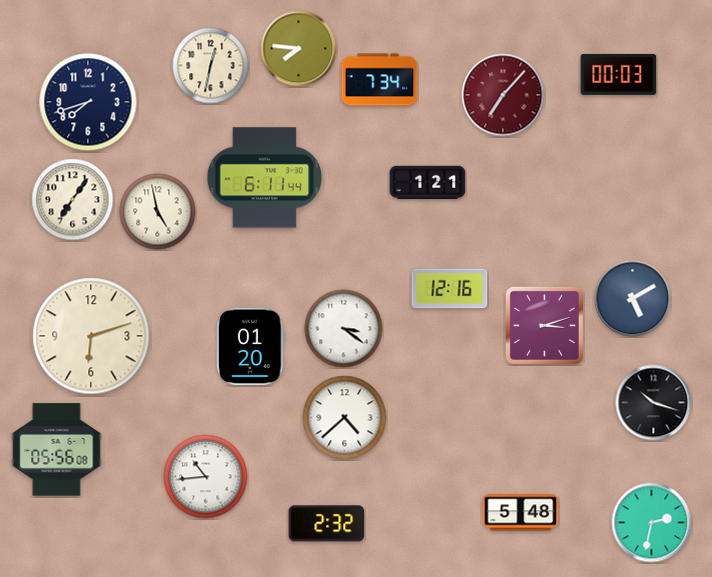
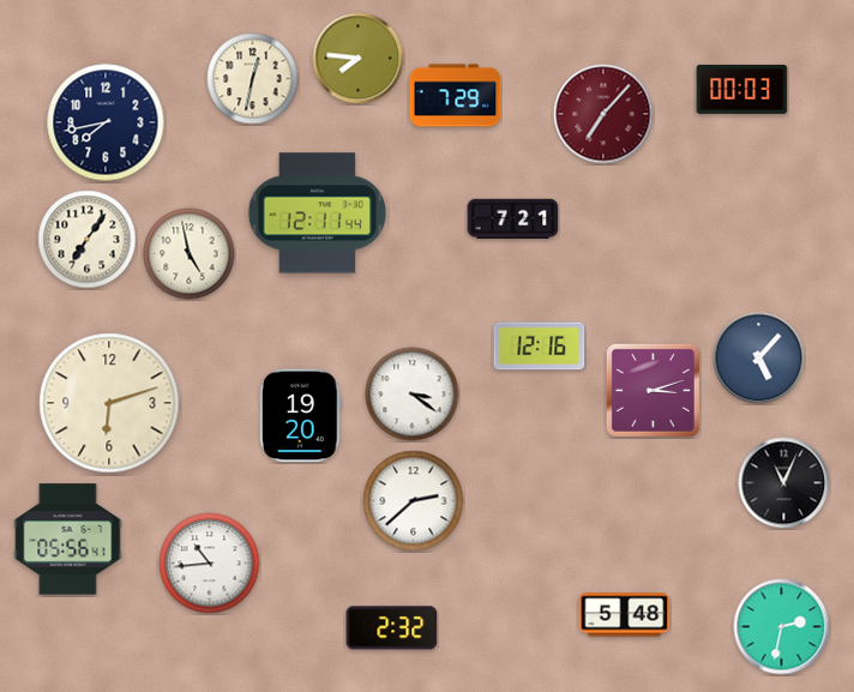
clock at (380, 80): 7:34 -> 7:29
clock at (88, 102): 7:42 -> 7:43
clock at (264, 178): 6:11 -> 12:11
clock at (428, 183): 1:21 -> 7:21
clock at (633, 299): 5:10 -> 5:07
clock at (251, 347): 01:20 -> 19:20
clock at (654, 403): 10:18 -> 11:04
clock at (345, 418): 4:38 -> 2:38
clock at (57, 450): 05:56:08 -> 05:56:41
clock at (206, 477) position: (206, 477) -> (210, 564)
